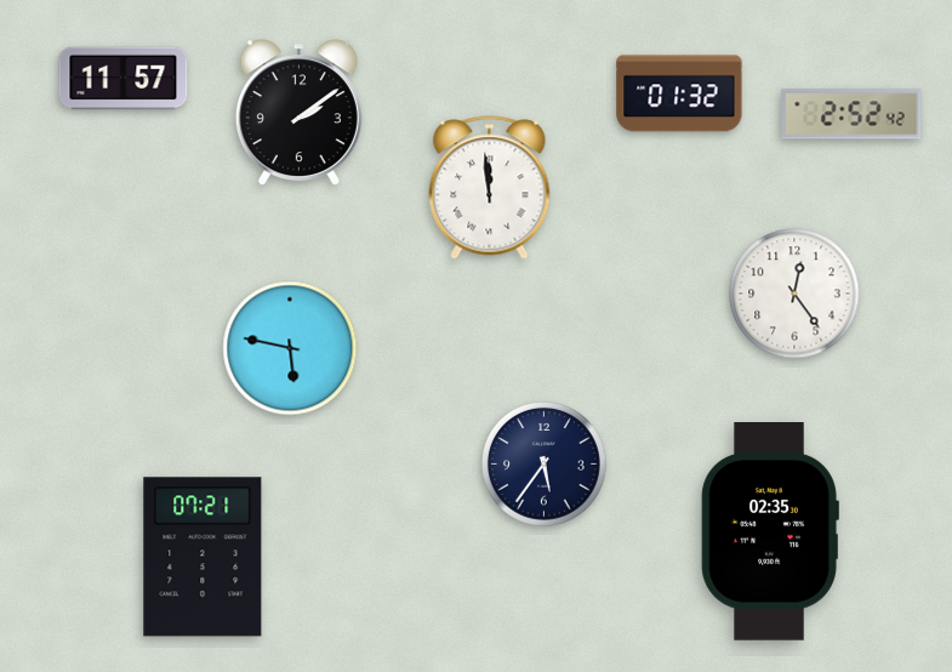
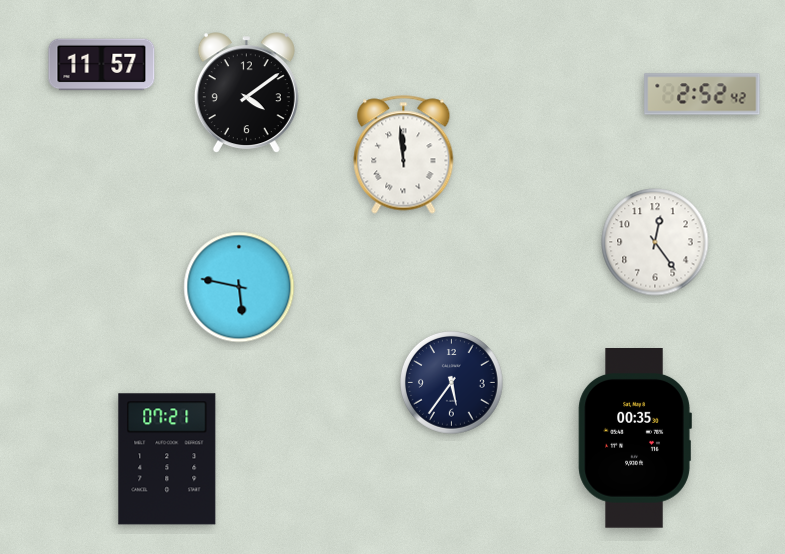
clock at (679, 93): 01:32 -> none
clock at (298, 113): 2:09 -> 4:09
clock at (545, 465) position: (545, 465) -> (452, 383)
clock at (770, 533): 02:35 -> 00:35
